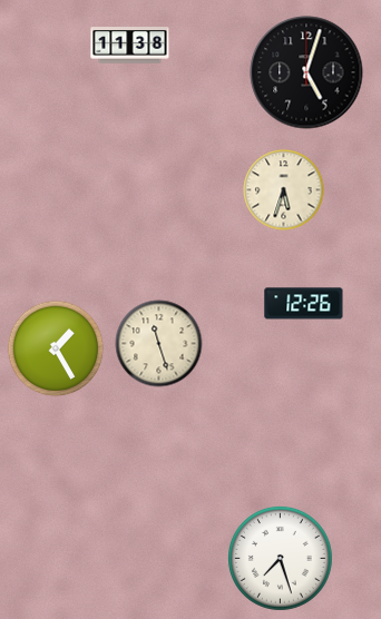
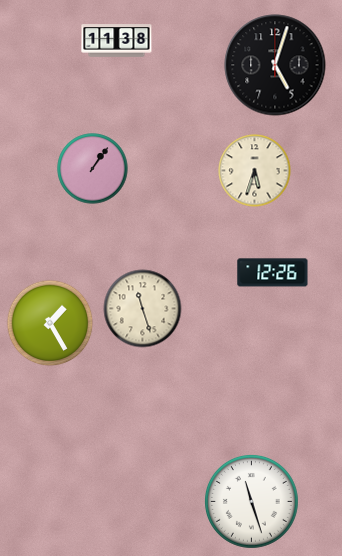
clock at (93, 169): none -> 1:06
clock at (56, 348) position: (56, 348) -> (50, 323)
clock at (281, 559): 7:27 -> 11:27
